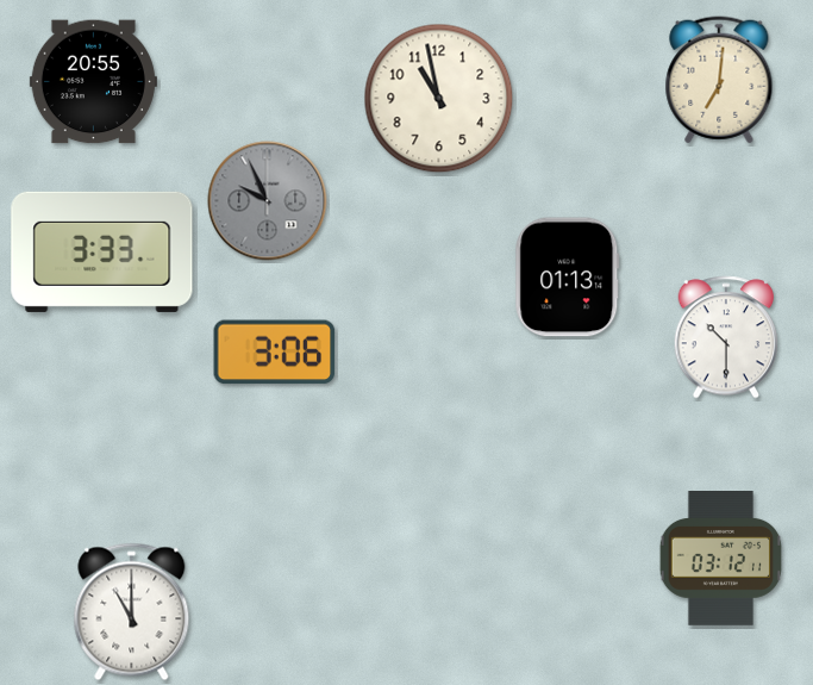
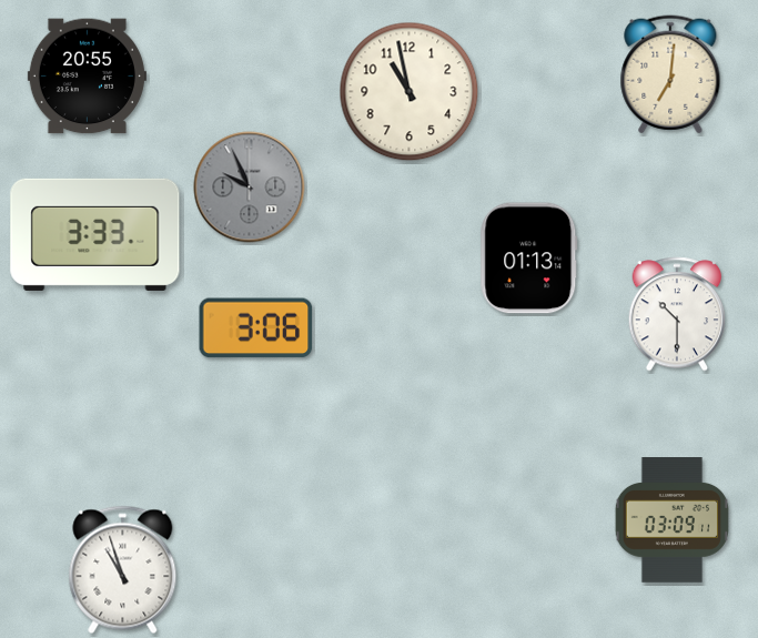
clock at (720, 559): 03:12 -> 03:09
clock at (132, 612): 11:00 -> 10:57
